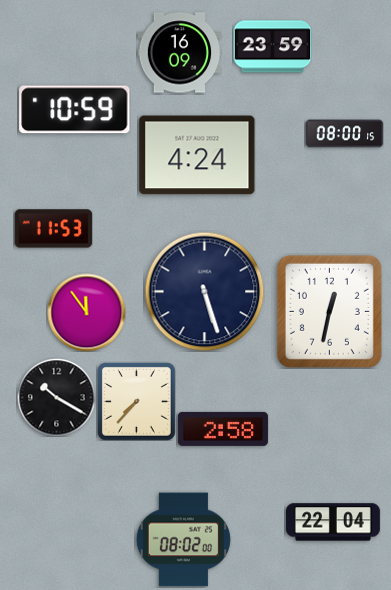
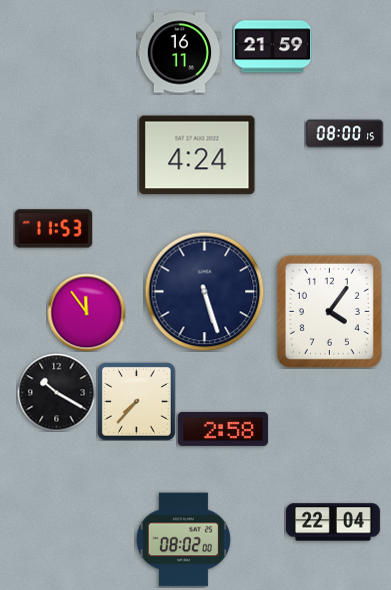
clock at (272, 47): 23:59 -> 21:59
clock at (179, 53): 16:09 -> 16:11
clock at (75, 110): 10:59 -> none
clock at (329, 311): 12:32 -> 4:06
clock at (56, 397) position: (56, 397) -> (56, 392)
